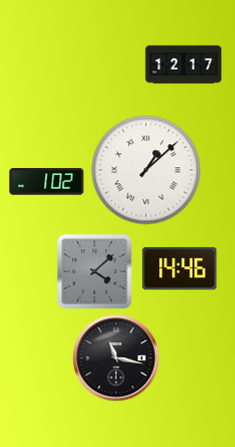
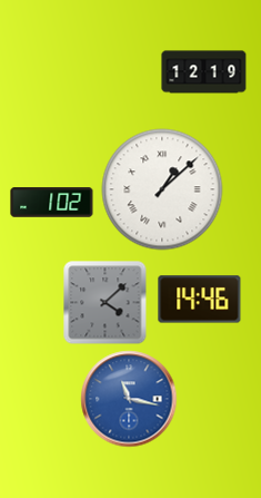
clock at (184, 65): 12:17 -> 12:19
clock at (116, 358) dial: black -> blue
